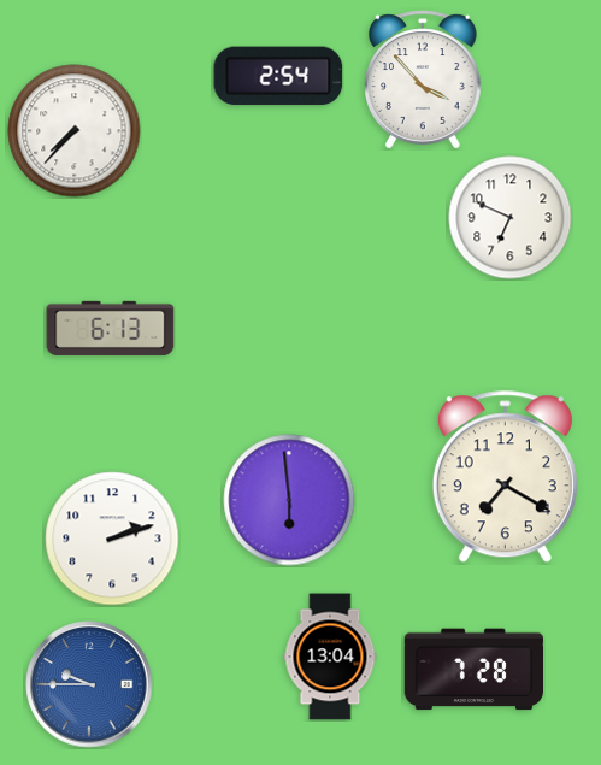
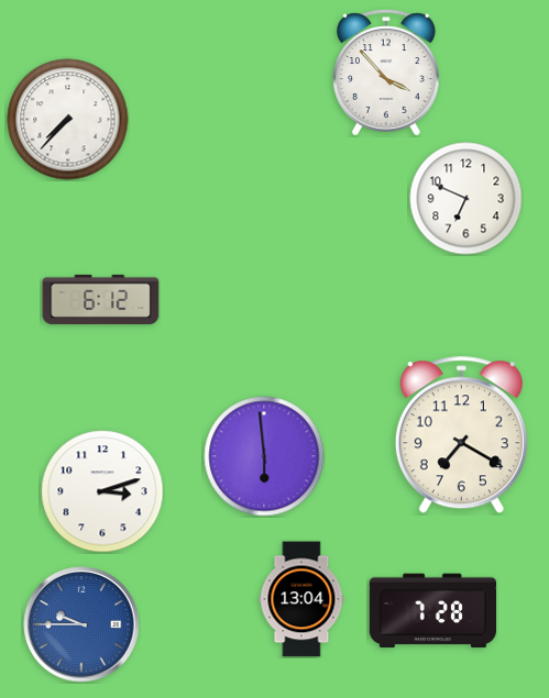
clock at (278, 76): 2:54 -> none
clock at (111, 328): 6:13 -> 6:12
clock at (112, 539): 2:12 -> 3:12
